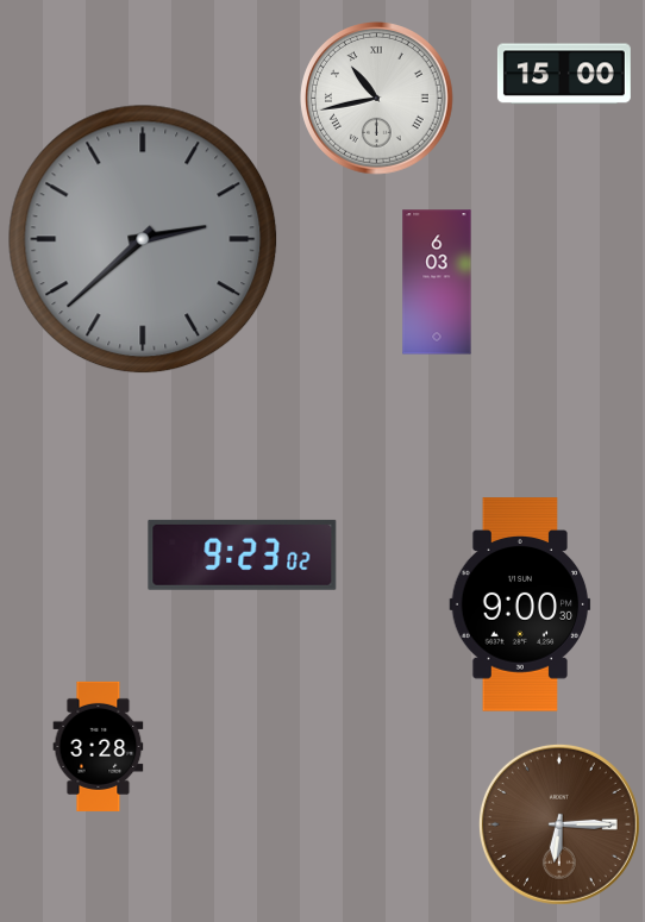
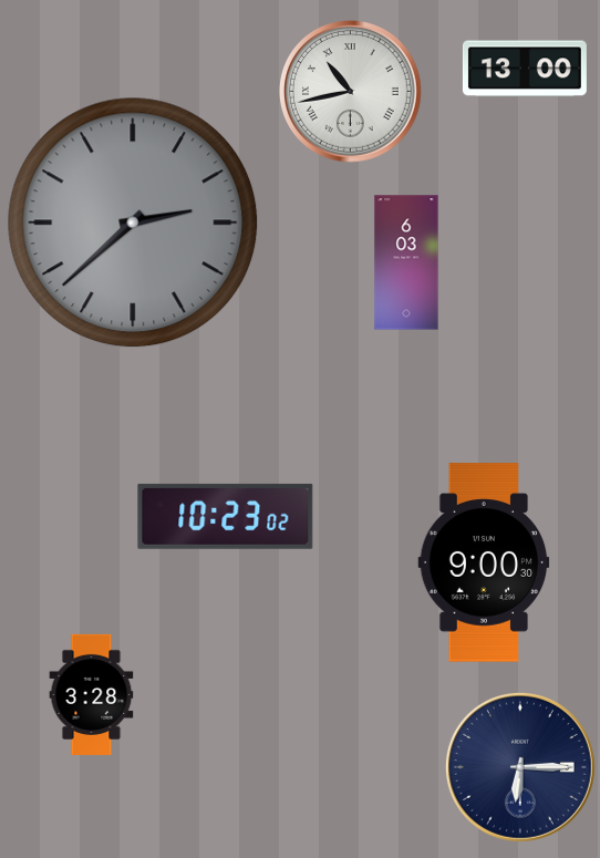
clock at (564, 74): 15:00 -> 13:00
clock at (243, 554): 9:23 -> 10:23
clock at (559, 824) dial: brown -> navy
